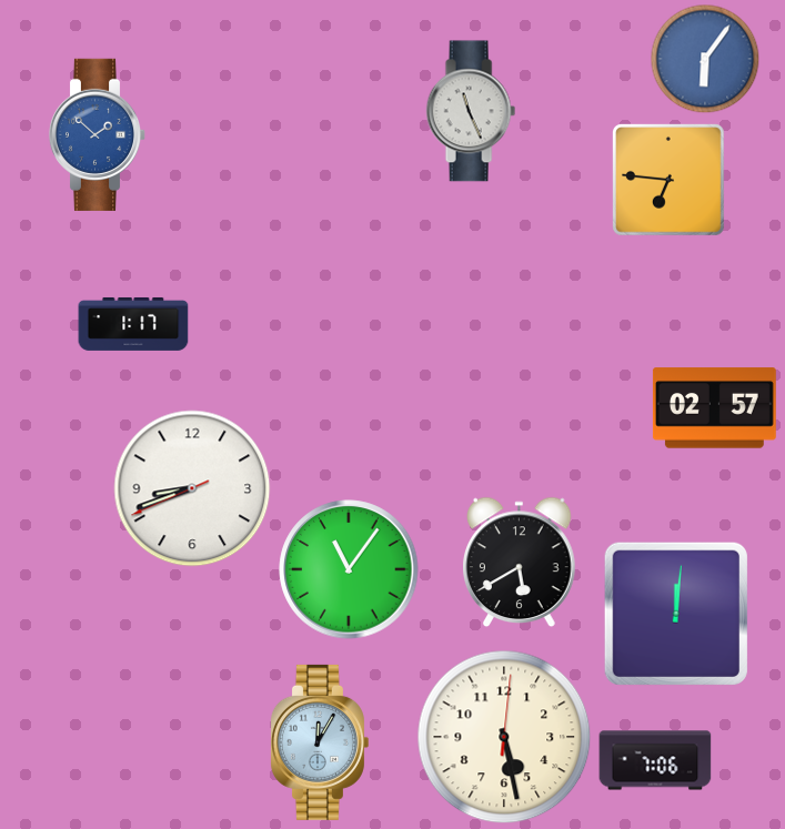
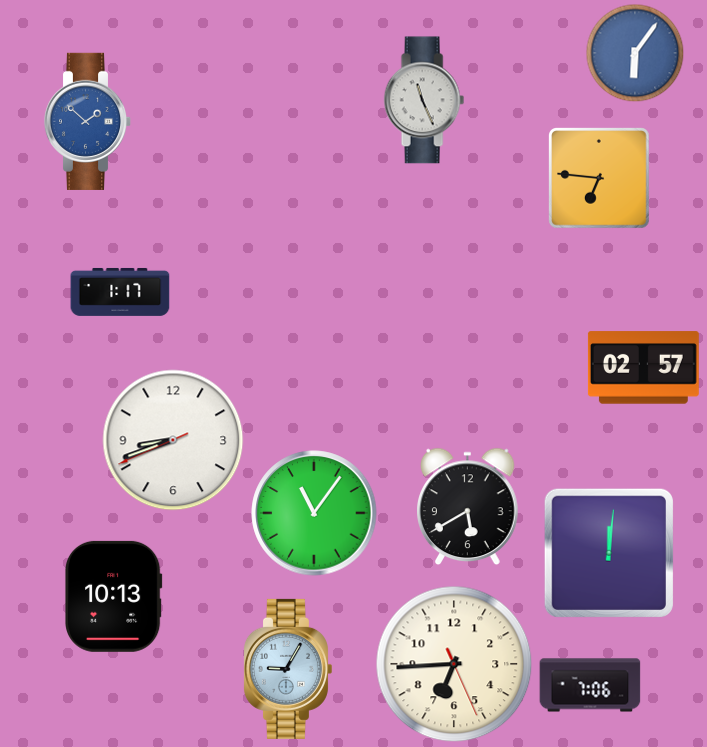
clock at (670, 181) position: (670, 181) -> (600, 179)
clock at (114, 596): none -> 10:13
clock at (504, 737): 5:28 -> 6:44
clock at (319, 742): 12:05 -> 9:05
